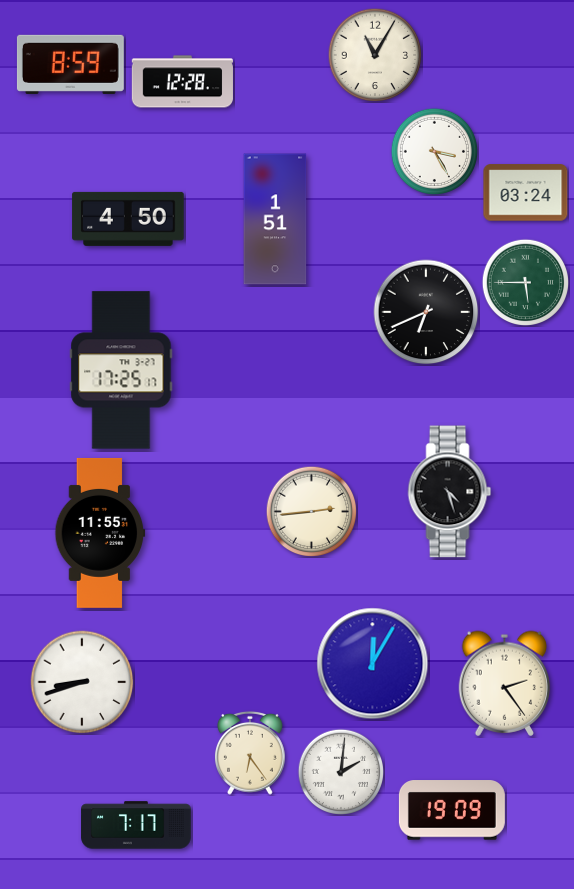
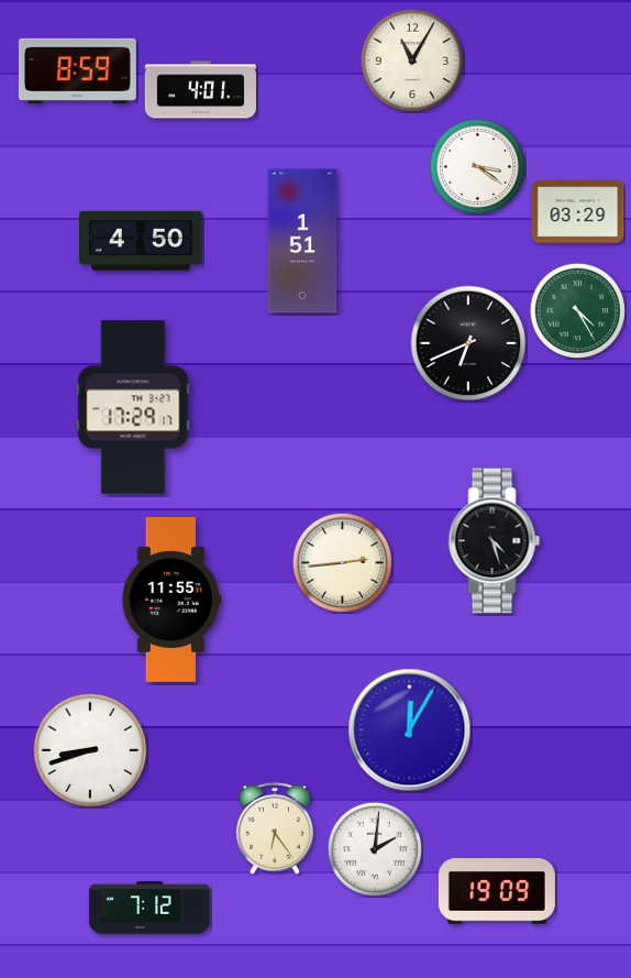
clock at (182, 82): 12:28 -> 4:01
clock at (434, 151): 3:25 -> 3:21
clock at (526, 193): 03:24 -> 03:29
clock at (525, 282): 5:45 -> 4:25
clock at (121, 370): 17:25 -> 17:29
clock at (100, 533) position: (100, 533) -> (171, 600)
clock at (505, 683): 2:24 -> none
clock at (136, 825): 7:17 -> 7:12
